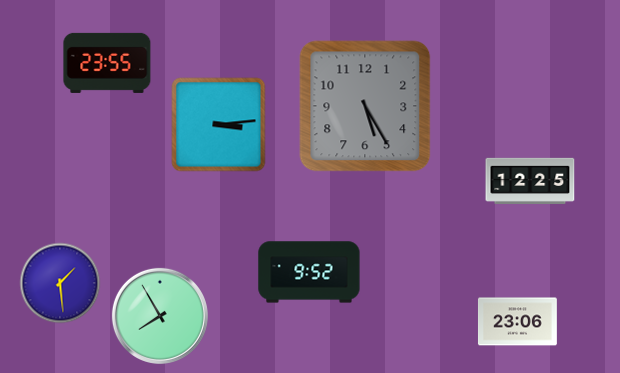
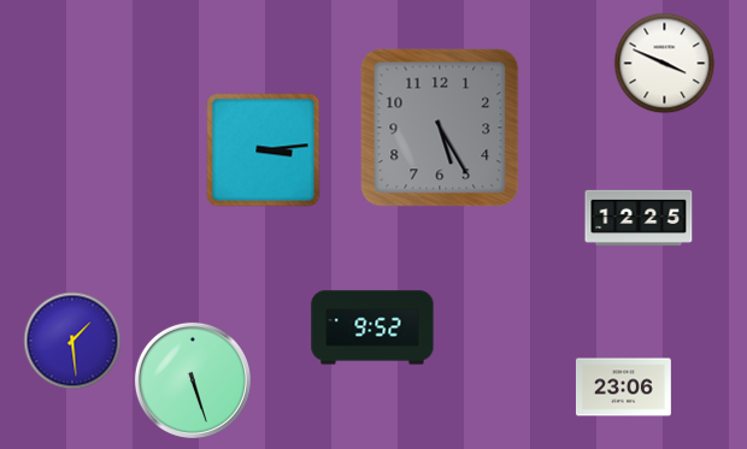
clock at (665, 64): none -> 3:49
clock at (107, 63): 23:55 -> none
clock at (160, 316): 7:55 -> 5:27
